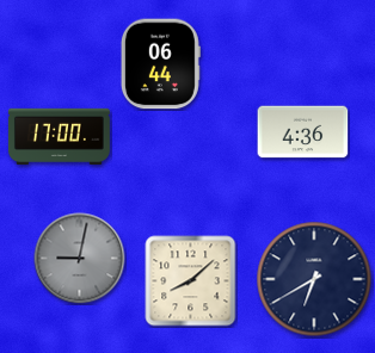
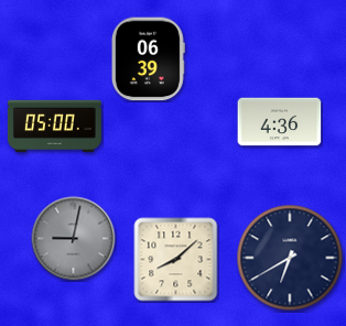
clock at (160, 64): 06:44 -> 06:39
clock at (59, 136): 17:00 -> 05:00
